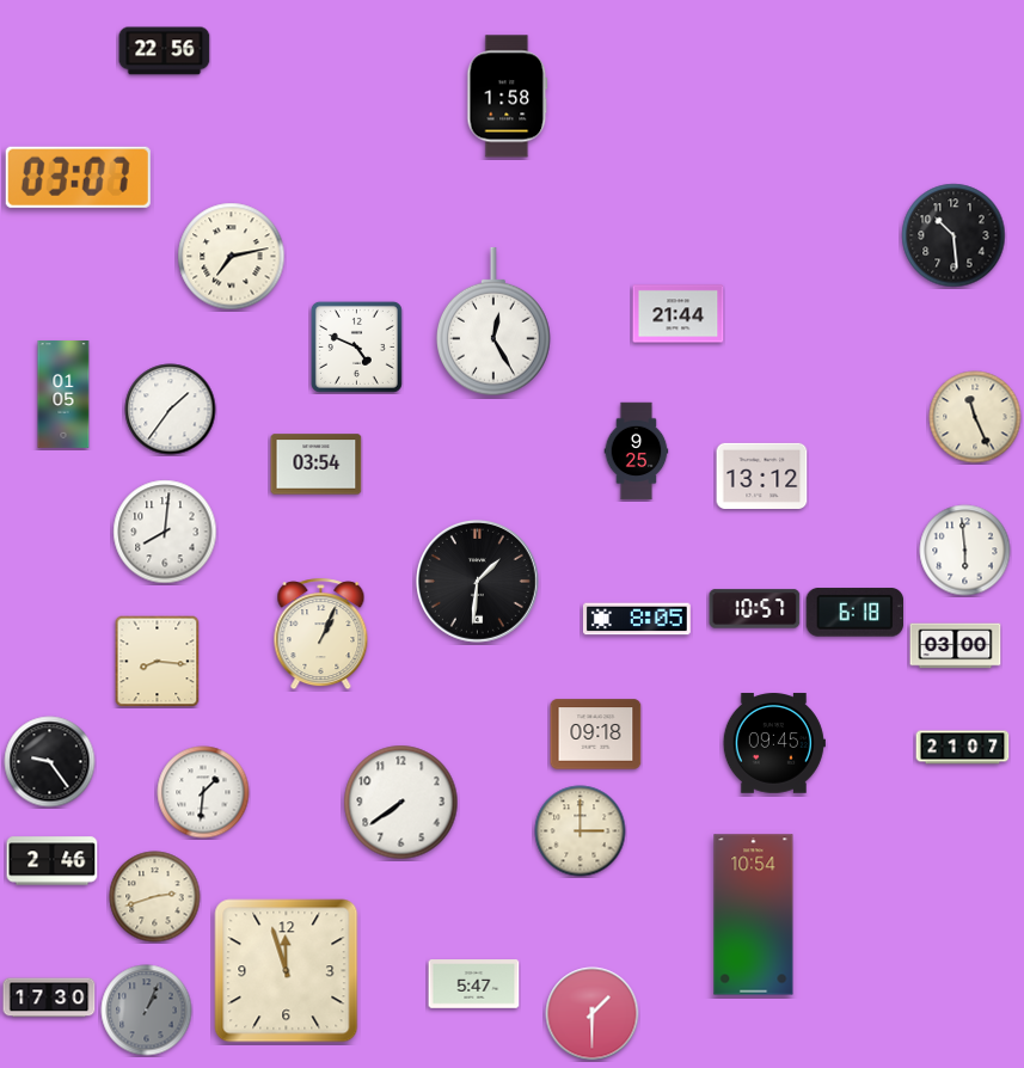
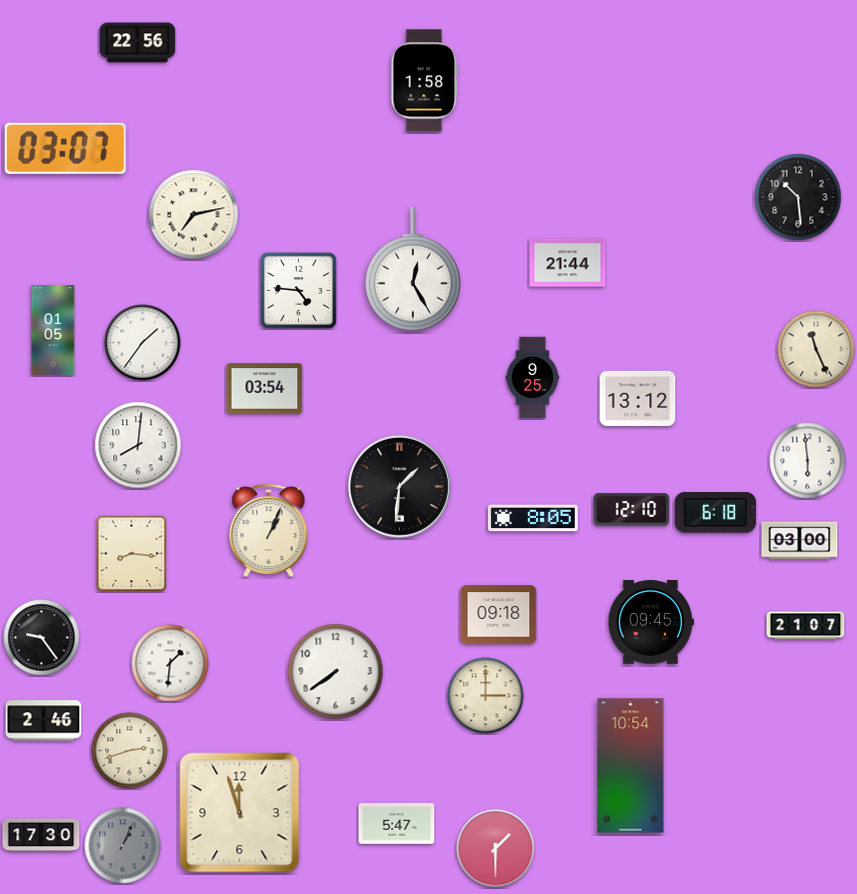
clock at (356, 346): 4:49 -> 4:46
clock at (755, 609): 10:57 -> 12:10
clock at (774, 743) position: (774, 743) -> (651, 622)
